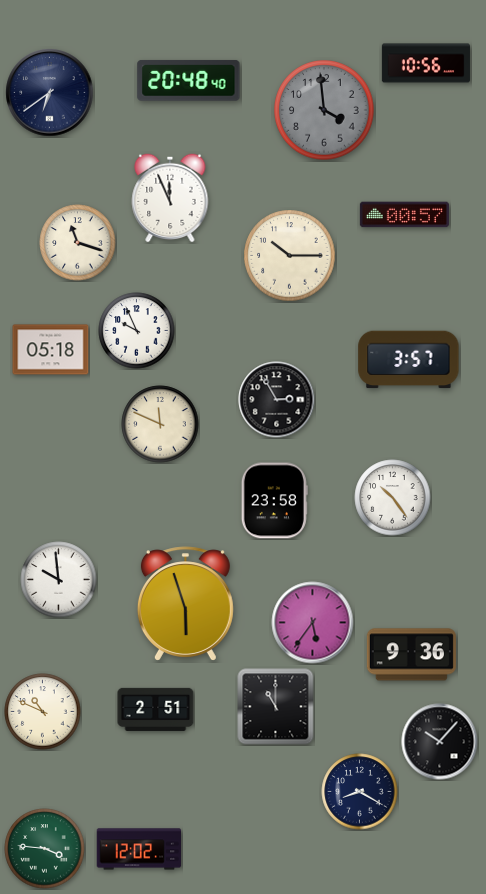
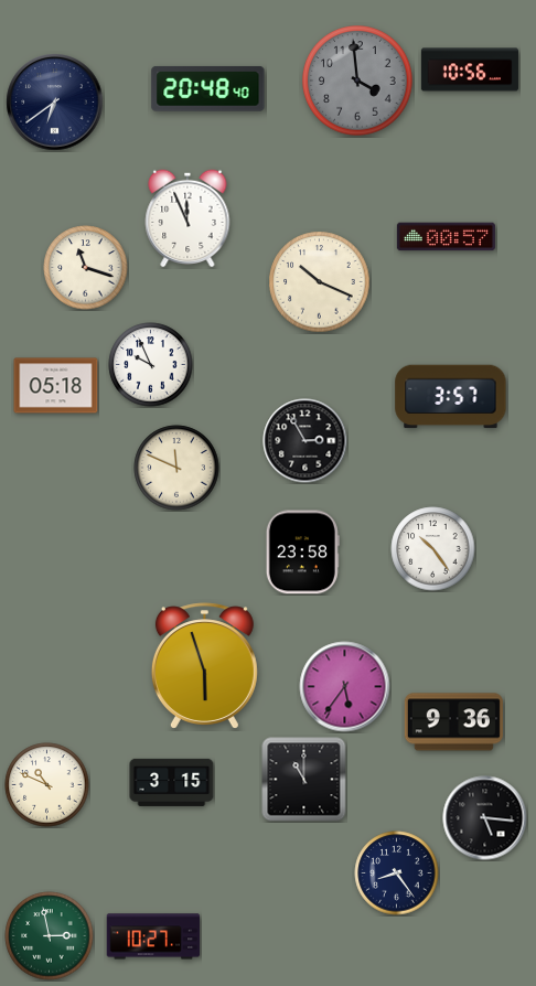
clock at (324, 110) position: (324, 110) -> (357, 81)
clock at (290, 256): 10:15 -> 10:19
clock at (59, 580): 9:59 -> none
clock at (156, 709): 2:51 -> 3:15
clock at (440, 742): 10:07 -> 5:16
clock at (360, 792): 8:20 -> 8:24
clock at (45, 849): 3:46 -> 2:58
clock at (139, 849): 12:02 -> 10:27
